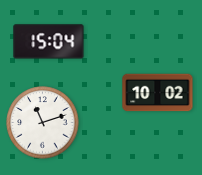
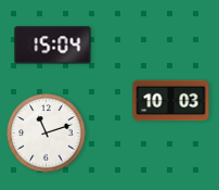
clock at (158, 93): 10:02 -> 10:03
